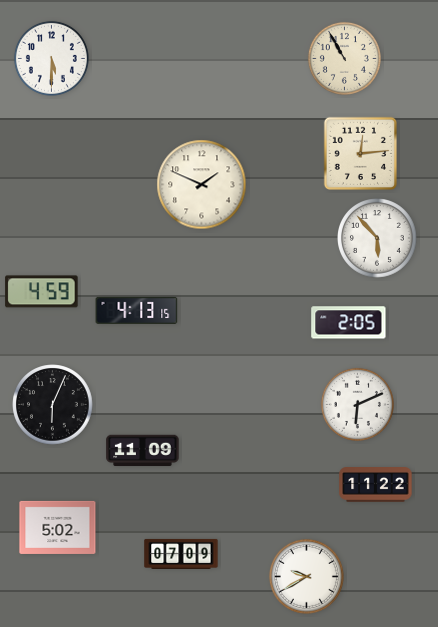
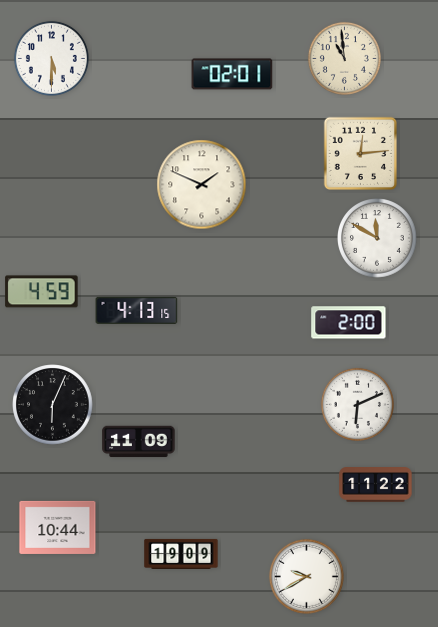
clock at (344, 58): 10:55 -> 10:59
clock at (232, 74): none -> 02:01
clock at (378, 239): 5:53 -> 11:50
clock at (349, 323): 2:05 -> 2:00
clock at (143, 451) position: (143, 451) -> (139, 442)
clock at (58, 527): 5:02 -> 10:44
clock at (181, 554): 07:09 -> 19:09
